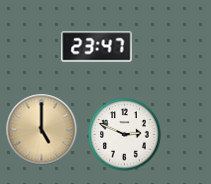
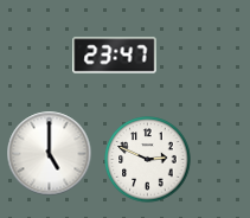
clock at (42, 130) dial: champagne -> white
